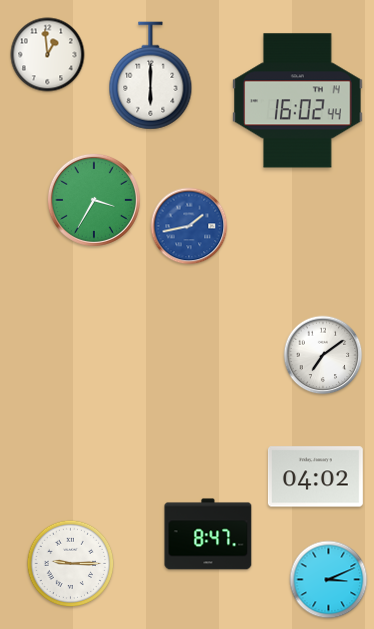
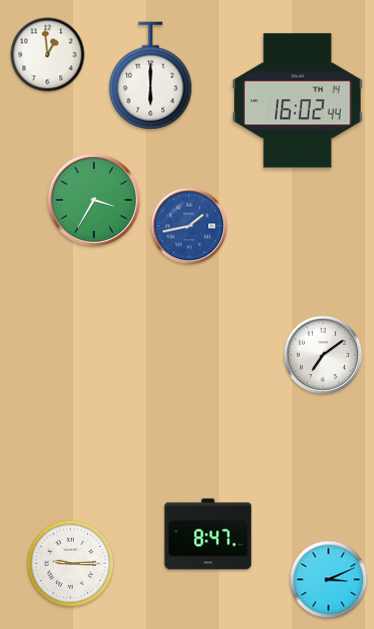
clock at (315, 477): 04:02 -> none
